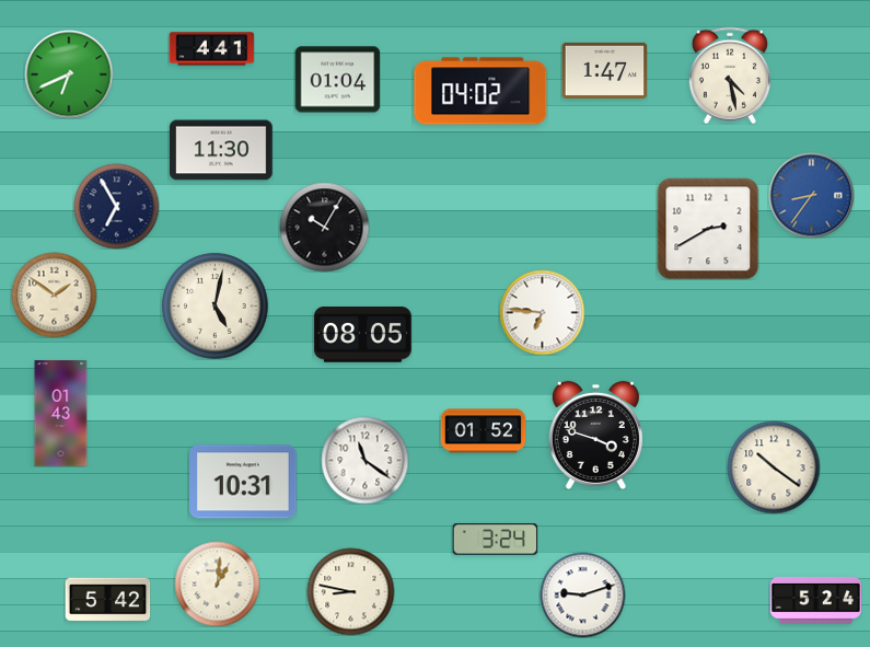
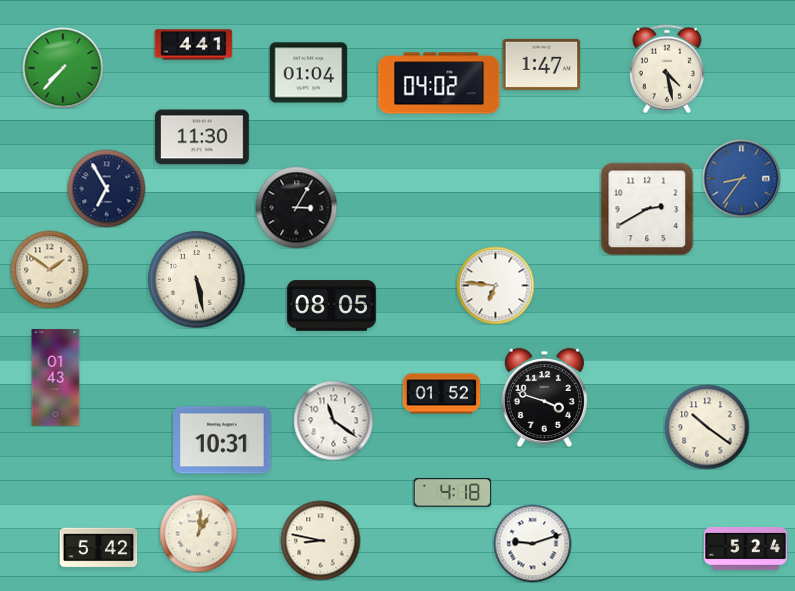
clock at (604, 70) position: (604, 70) -> (541, 64)
clock at (69, 74): 6:41 -> 7:37
clock at (324, 227): 10:05 -> 3:05
clock at (216, 307): 5:02 -> 5:28
clock at (495, 540): 3:24 -> 4:18
